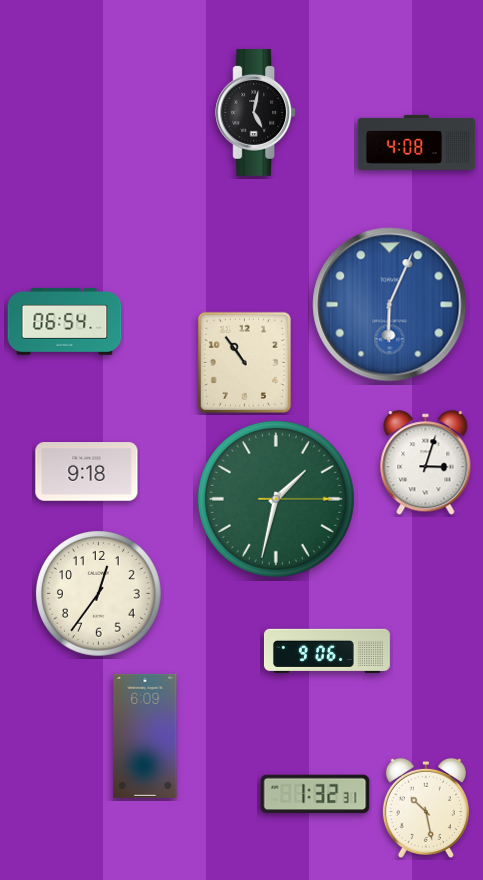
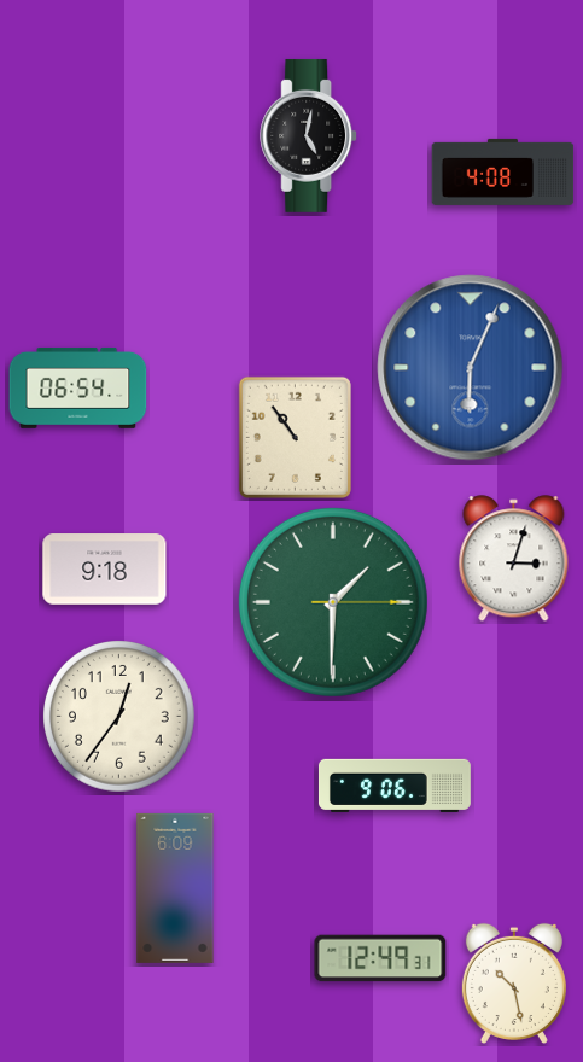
clock at (276, 499): 1:32 -> 1:30
clock at (315, 794): 1:32 -> 12:49
clock at (426, 807) position: (426, 807) -> (514, 982)
